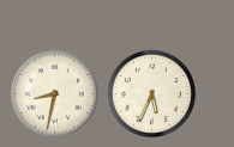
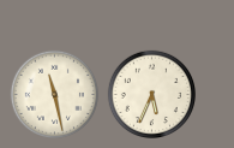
clock at (54, 93): 8:32 -> 11:28
